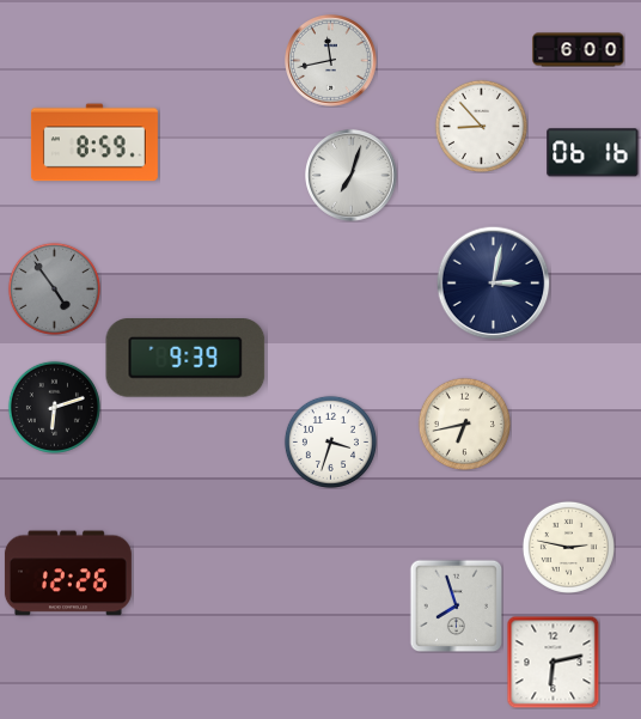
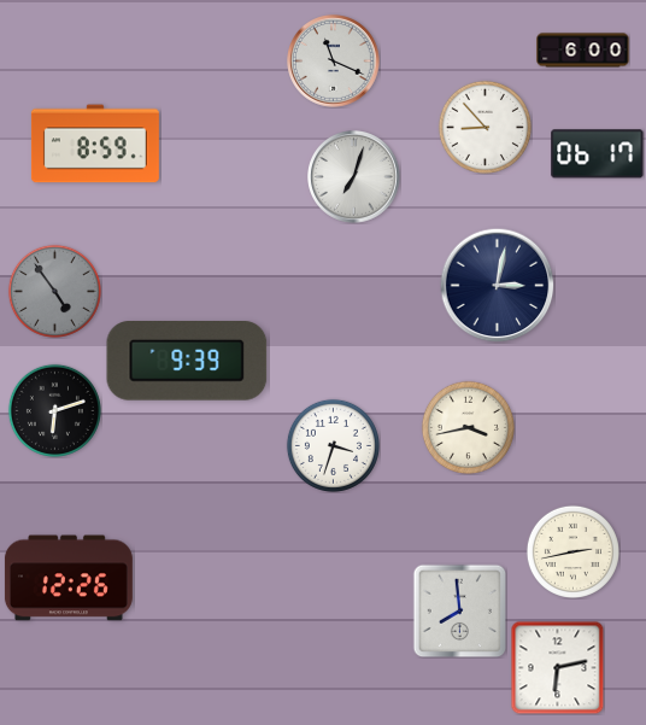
clock at (331, 61): 11:43 -> 11:19
clock at (593, 153): 06:16 -> 06:17
clock at (464, 424): 6:43 -> 3:43
clock at (568, 547): 2:47 -> 2:43
clock at (456, 605): 7:57 -> 7:59
